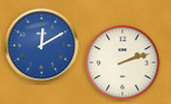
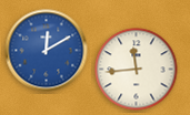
clock at (123, 63): 2:12 -> 11:44
